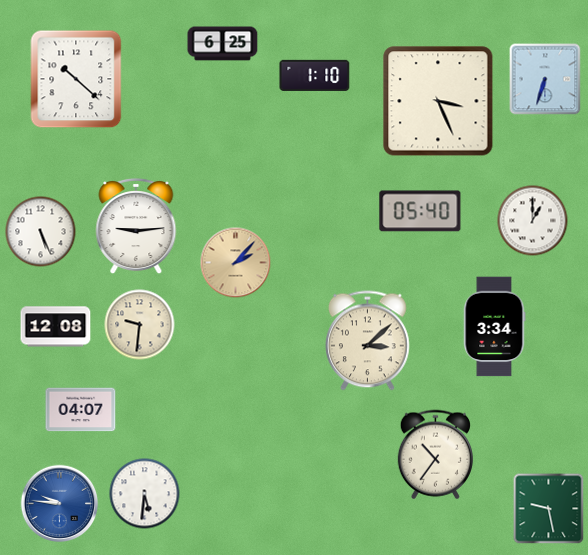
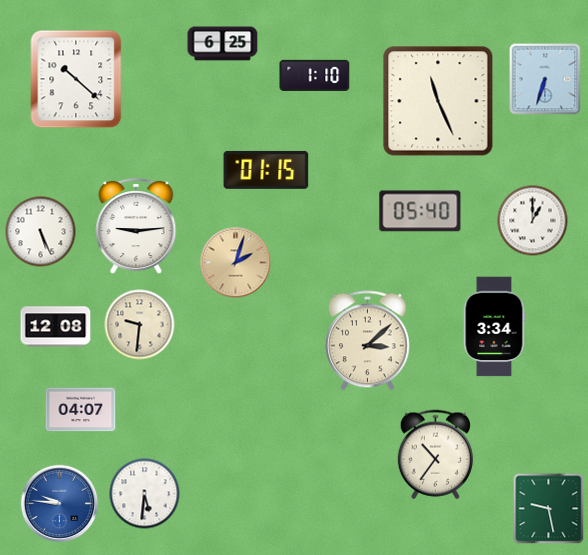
clock at (438, 101): 3:26 -> 11:26
clock at (266, 170): none -> 01:15
clock at (236, 263): 2:07 -> 2:03
